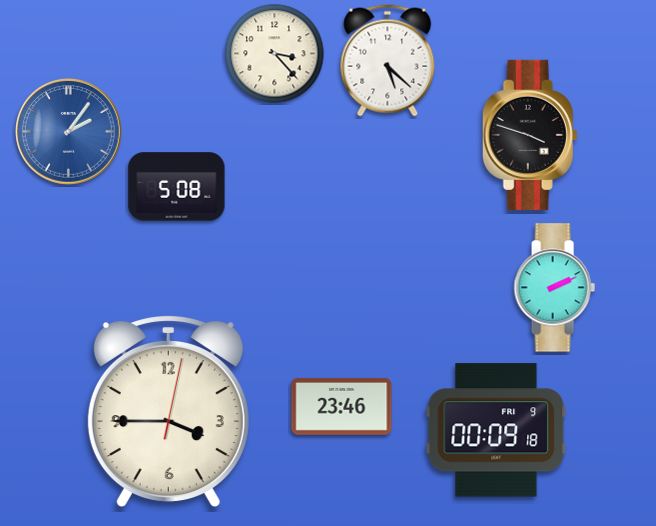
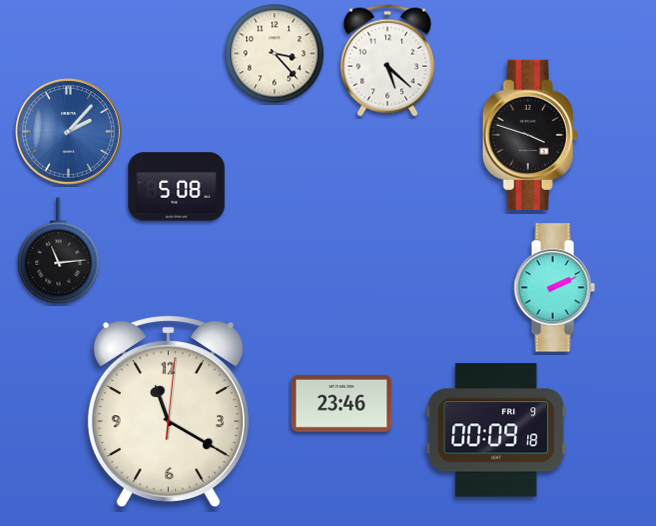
clock at (69, 132): 2:06 -> 2:07
clock at (59, 251): none -> 11:14
clock at (342, 406) position: (342, 406) -> (342, 403)
clock at (168, 412): 3:45 -> 11:20
